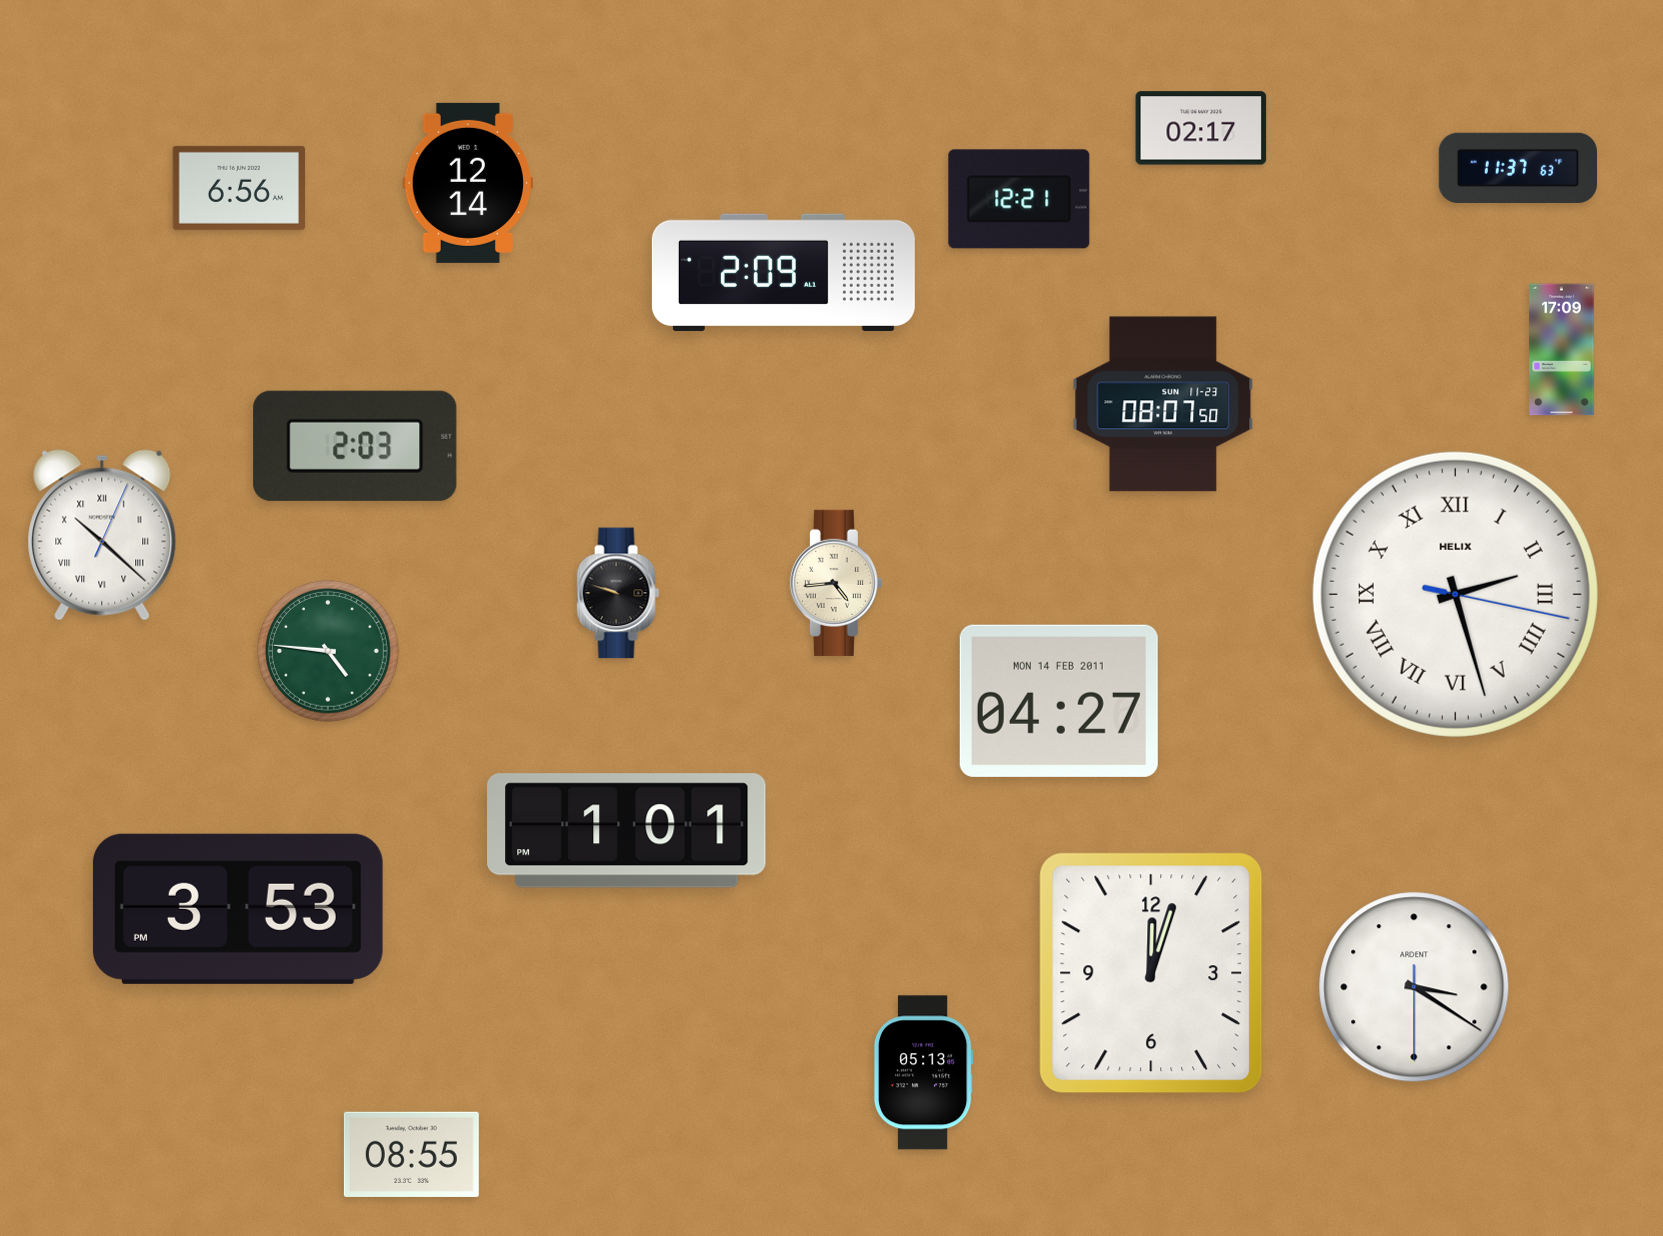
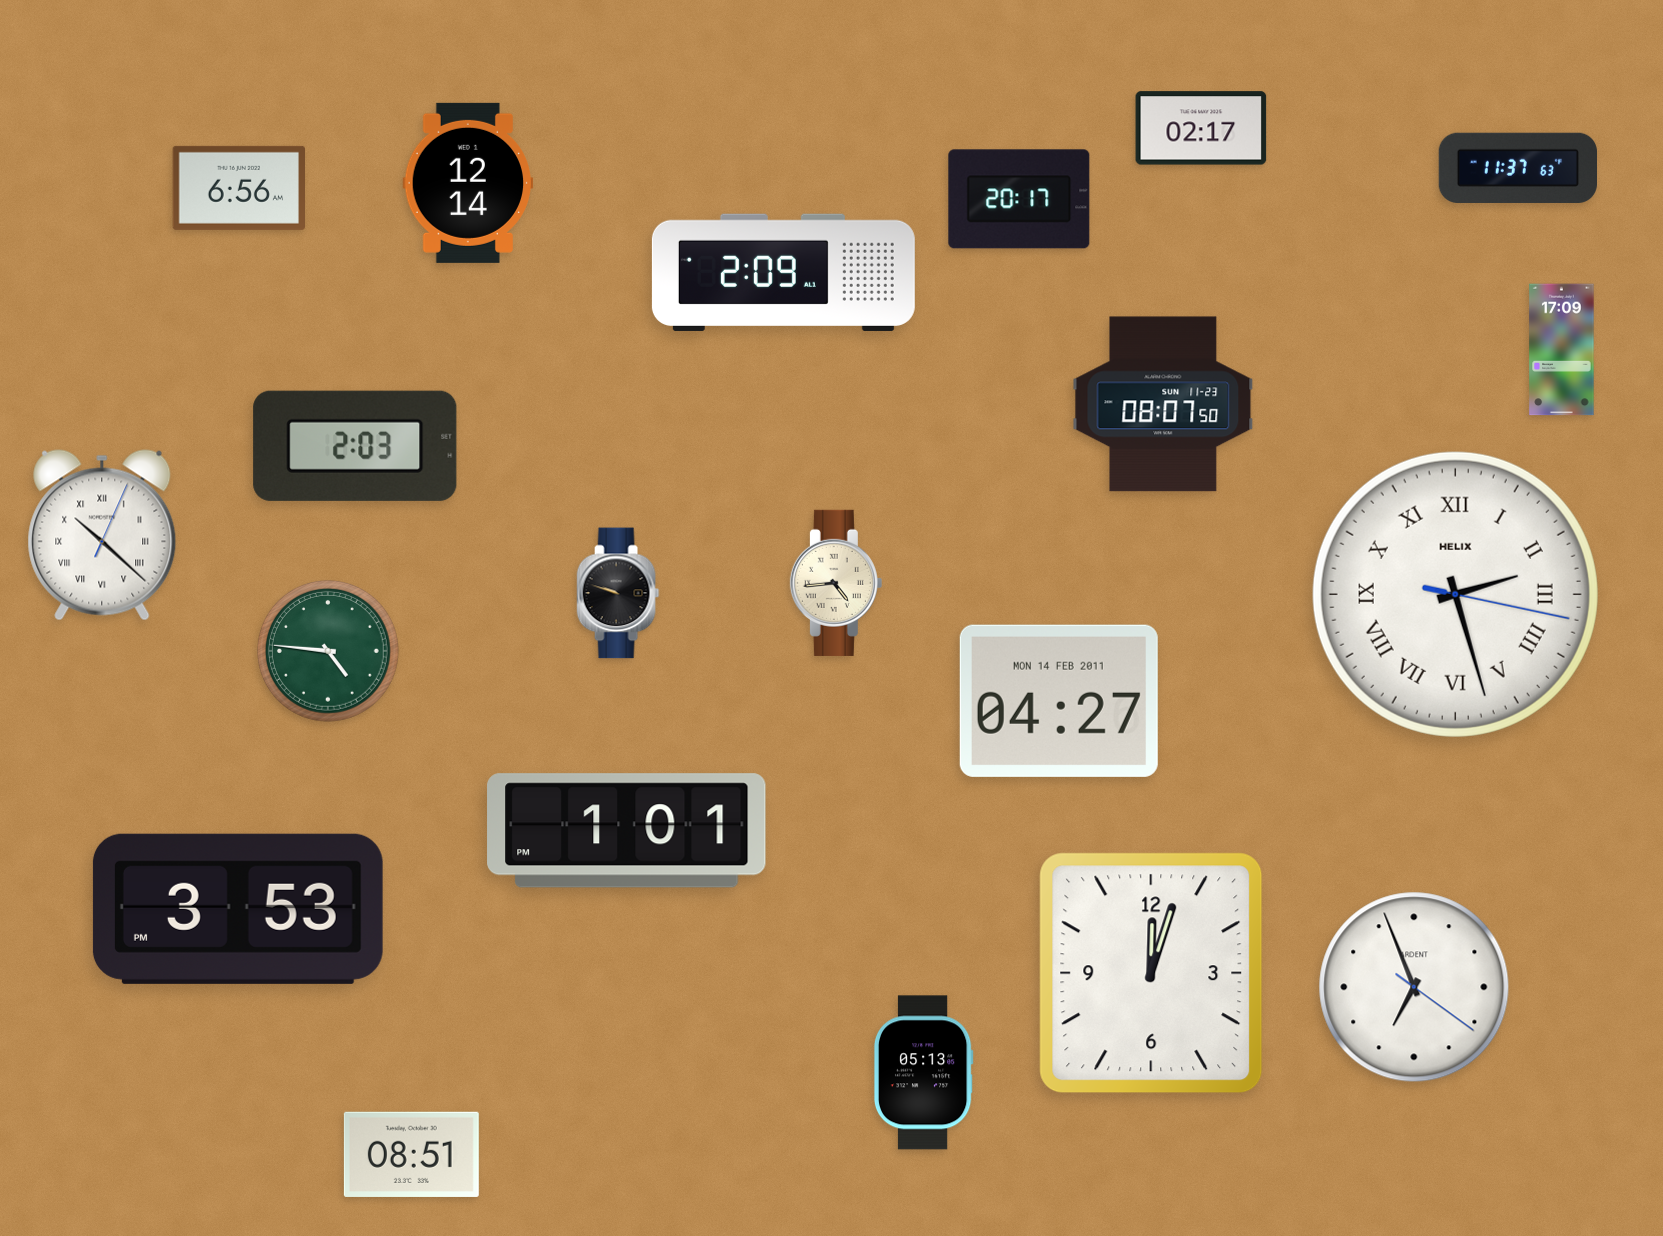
clock at (1019, 199): 12:21 -> 20:17
clock at (1414, 987): 3:20 -> 6:56
clock at (411, 1154): 08:55 -> 08:51
